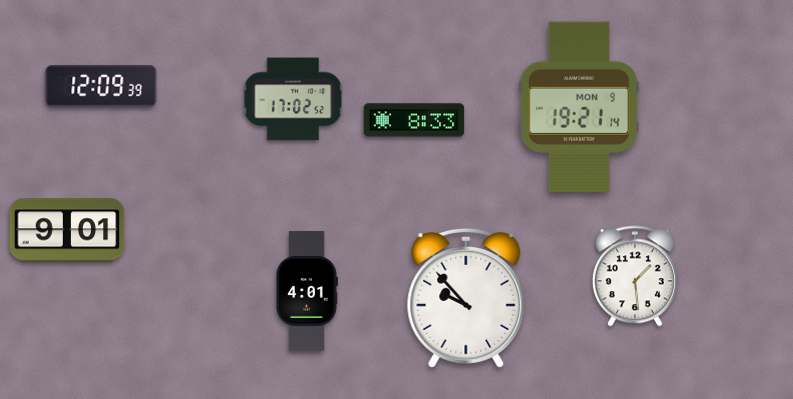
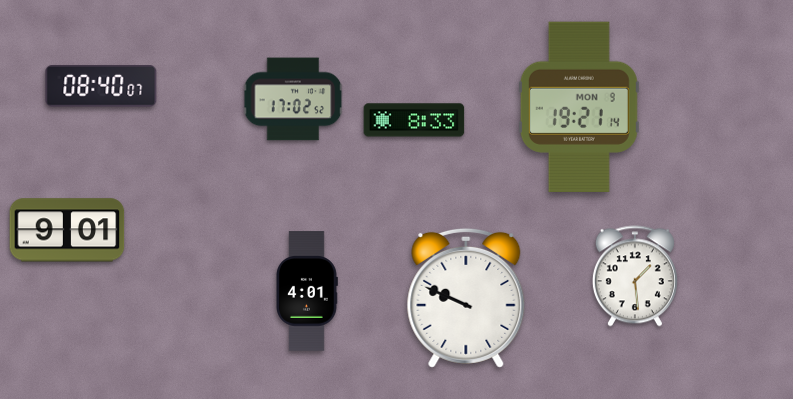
clock at (101, 87): 12:09 -> 08:40
clock at (466, 298): 9:53 -> 9:49
